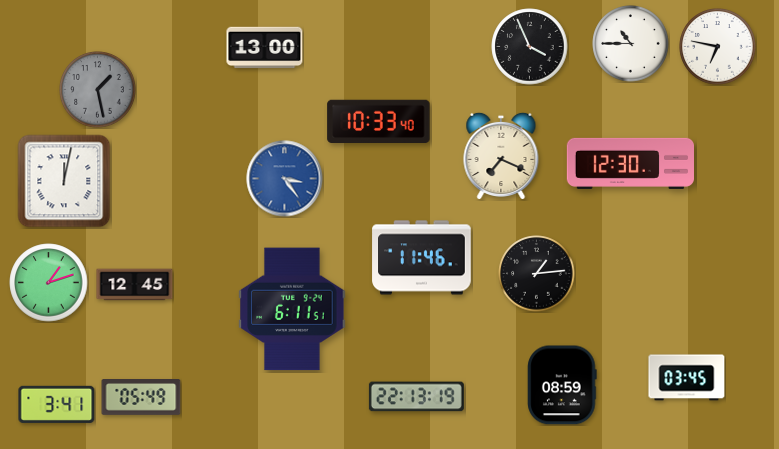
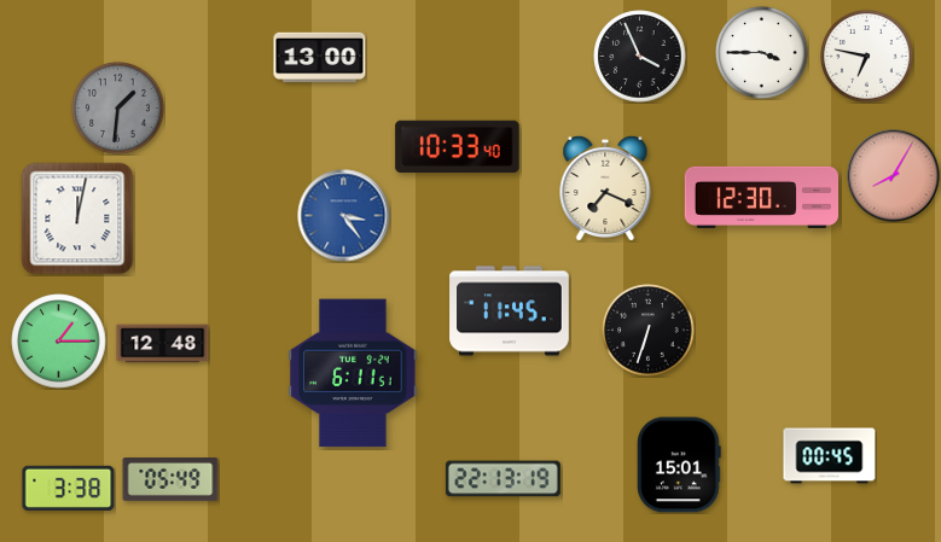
clock at (631, 44): 10:45 -> 3:45
clock at (98, 90): 1:28 -> 1:31
clock at (894, 176): none -> 8:05
clock at (422, 258): 11:46 -> 11:45
clock at (537, 274): 1:14 -> 6:33
clock at (49, 283): 1:12 -> 1:15
clock at (135, 285): 12:45 -> 12:48
clock at (687, 378): 03:45 -> 00:45
clock at (562, 385): 08:59 -> 15:01
clock at (57, 404): 3:41 -> 3:38
